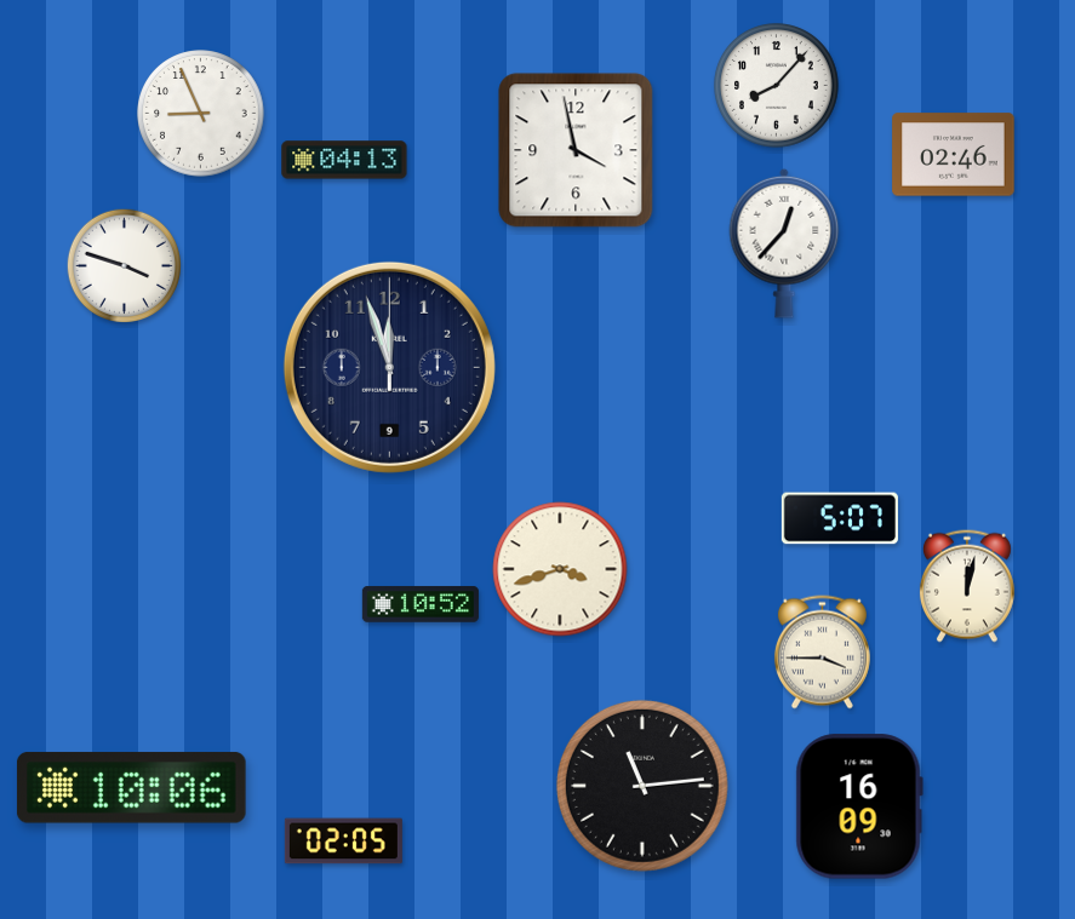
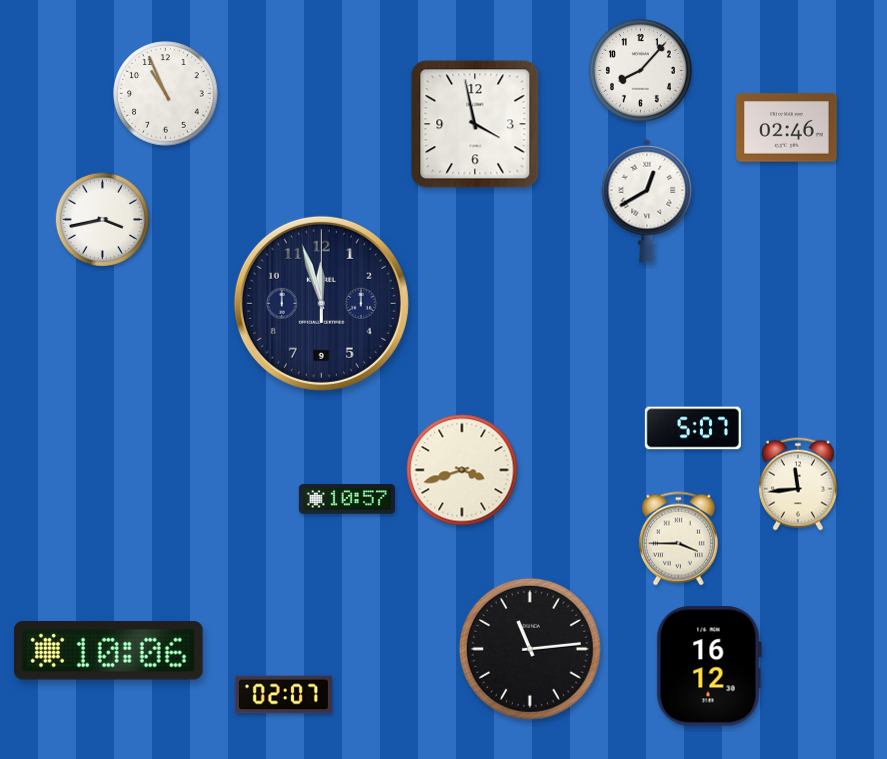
clock at (201, 114): 8:56 -> 10:56
clock at (344, 160): 04:13 -> none
clock at (784, 243): 12:37 -> 12:40
clock at (124, 265): 3:48 -> 3:43
clock at (967, 586): 12:02 -> 11:44
clock at (421, 604): 10:52 -> 10:57
clock at (859, 806): 16:09 -> 16:12
clock at (343, 842): 02:05 -> 02:07
